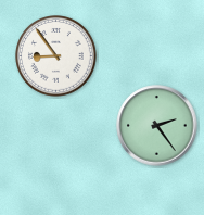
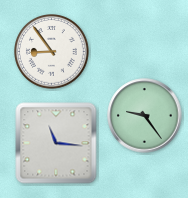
clock at (157, 126): 2:24 -> 9:24
clock at (56, 143): none -> 11:16
